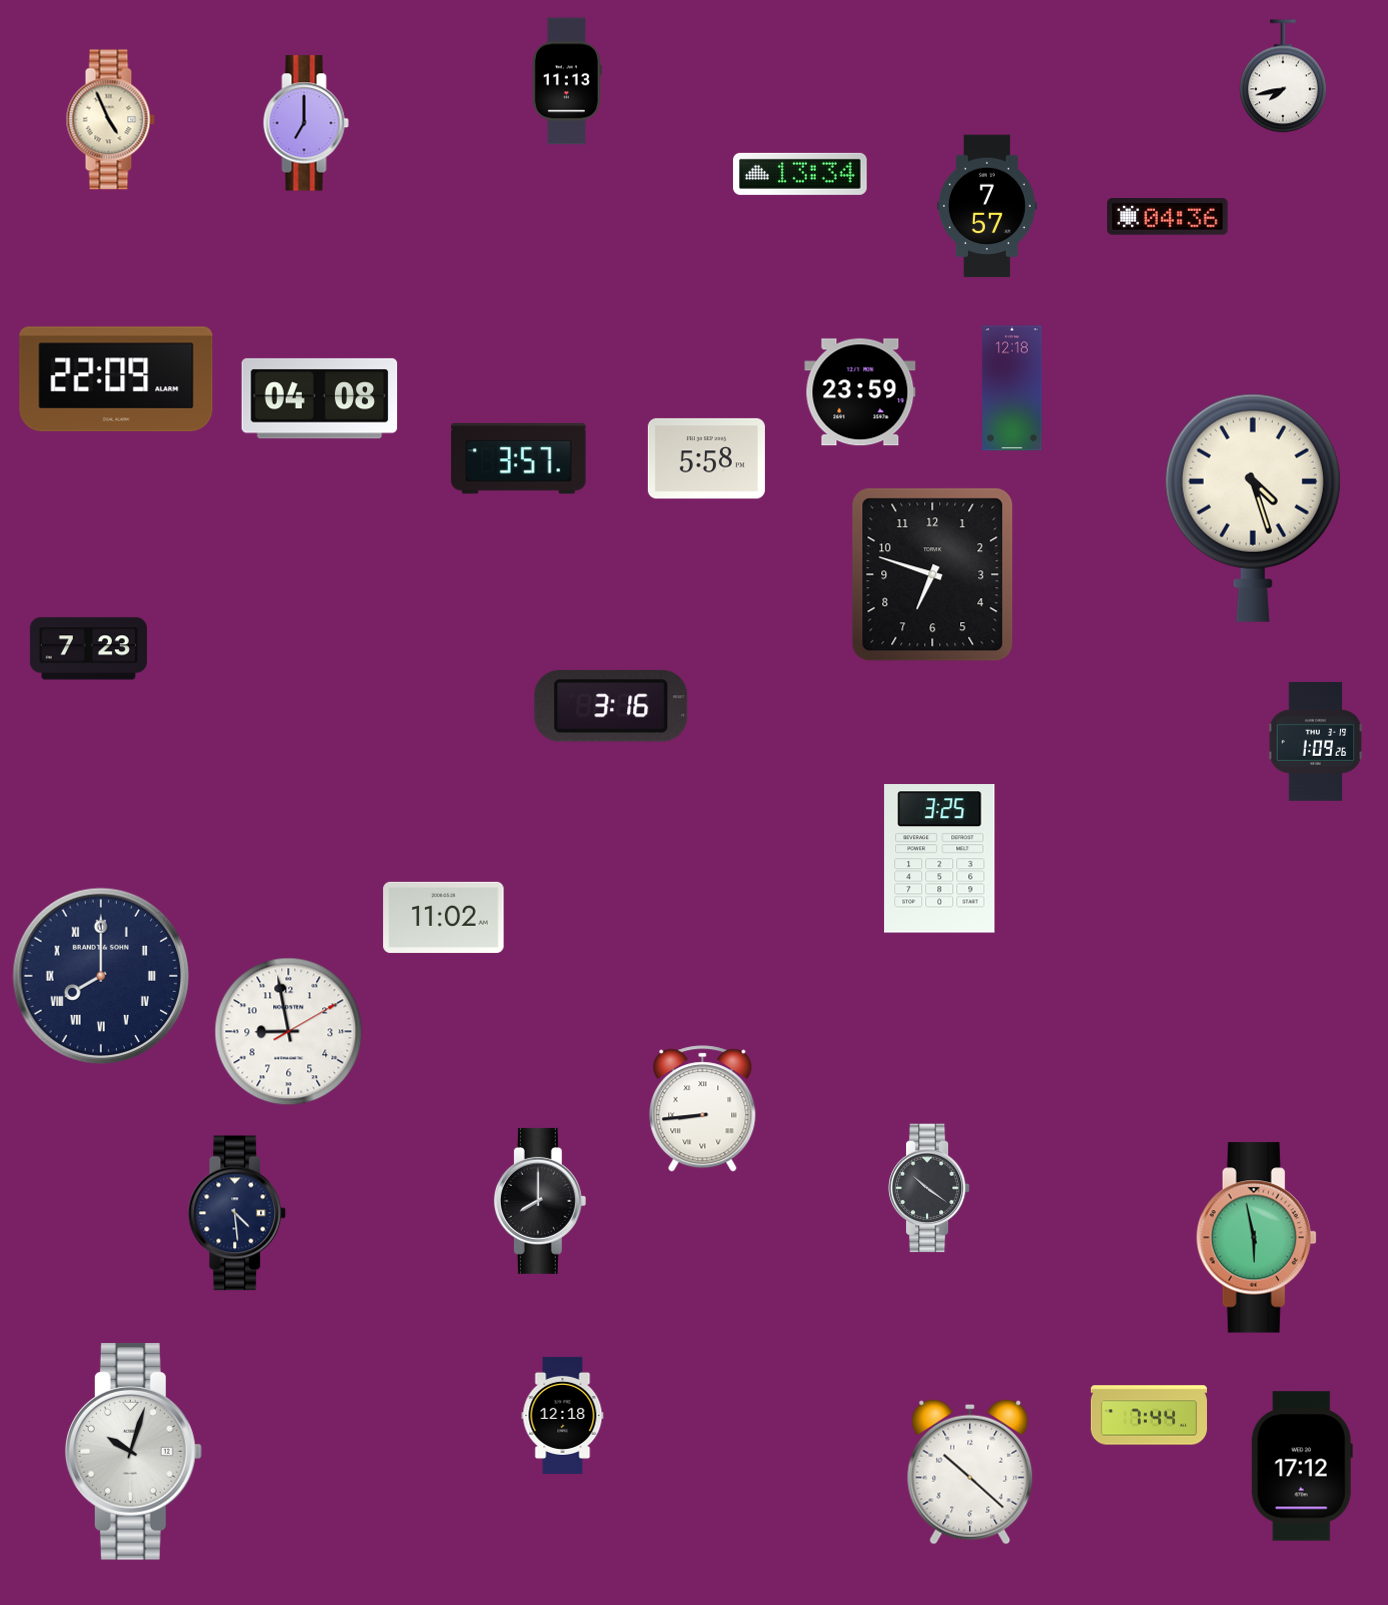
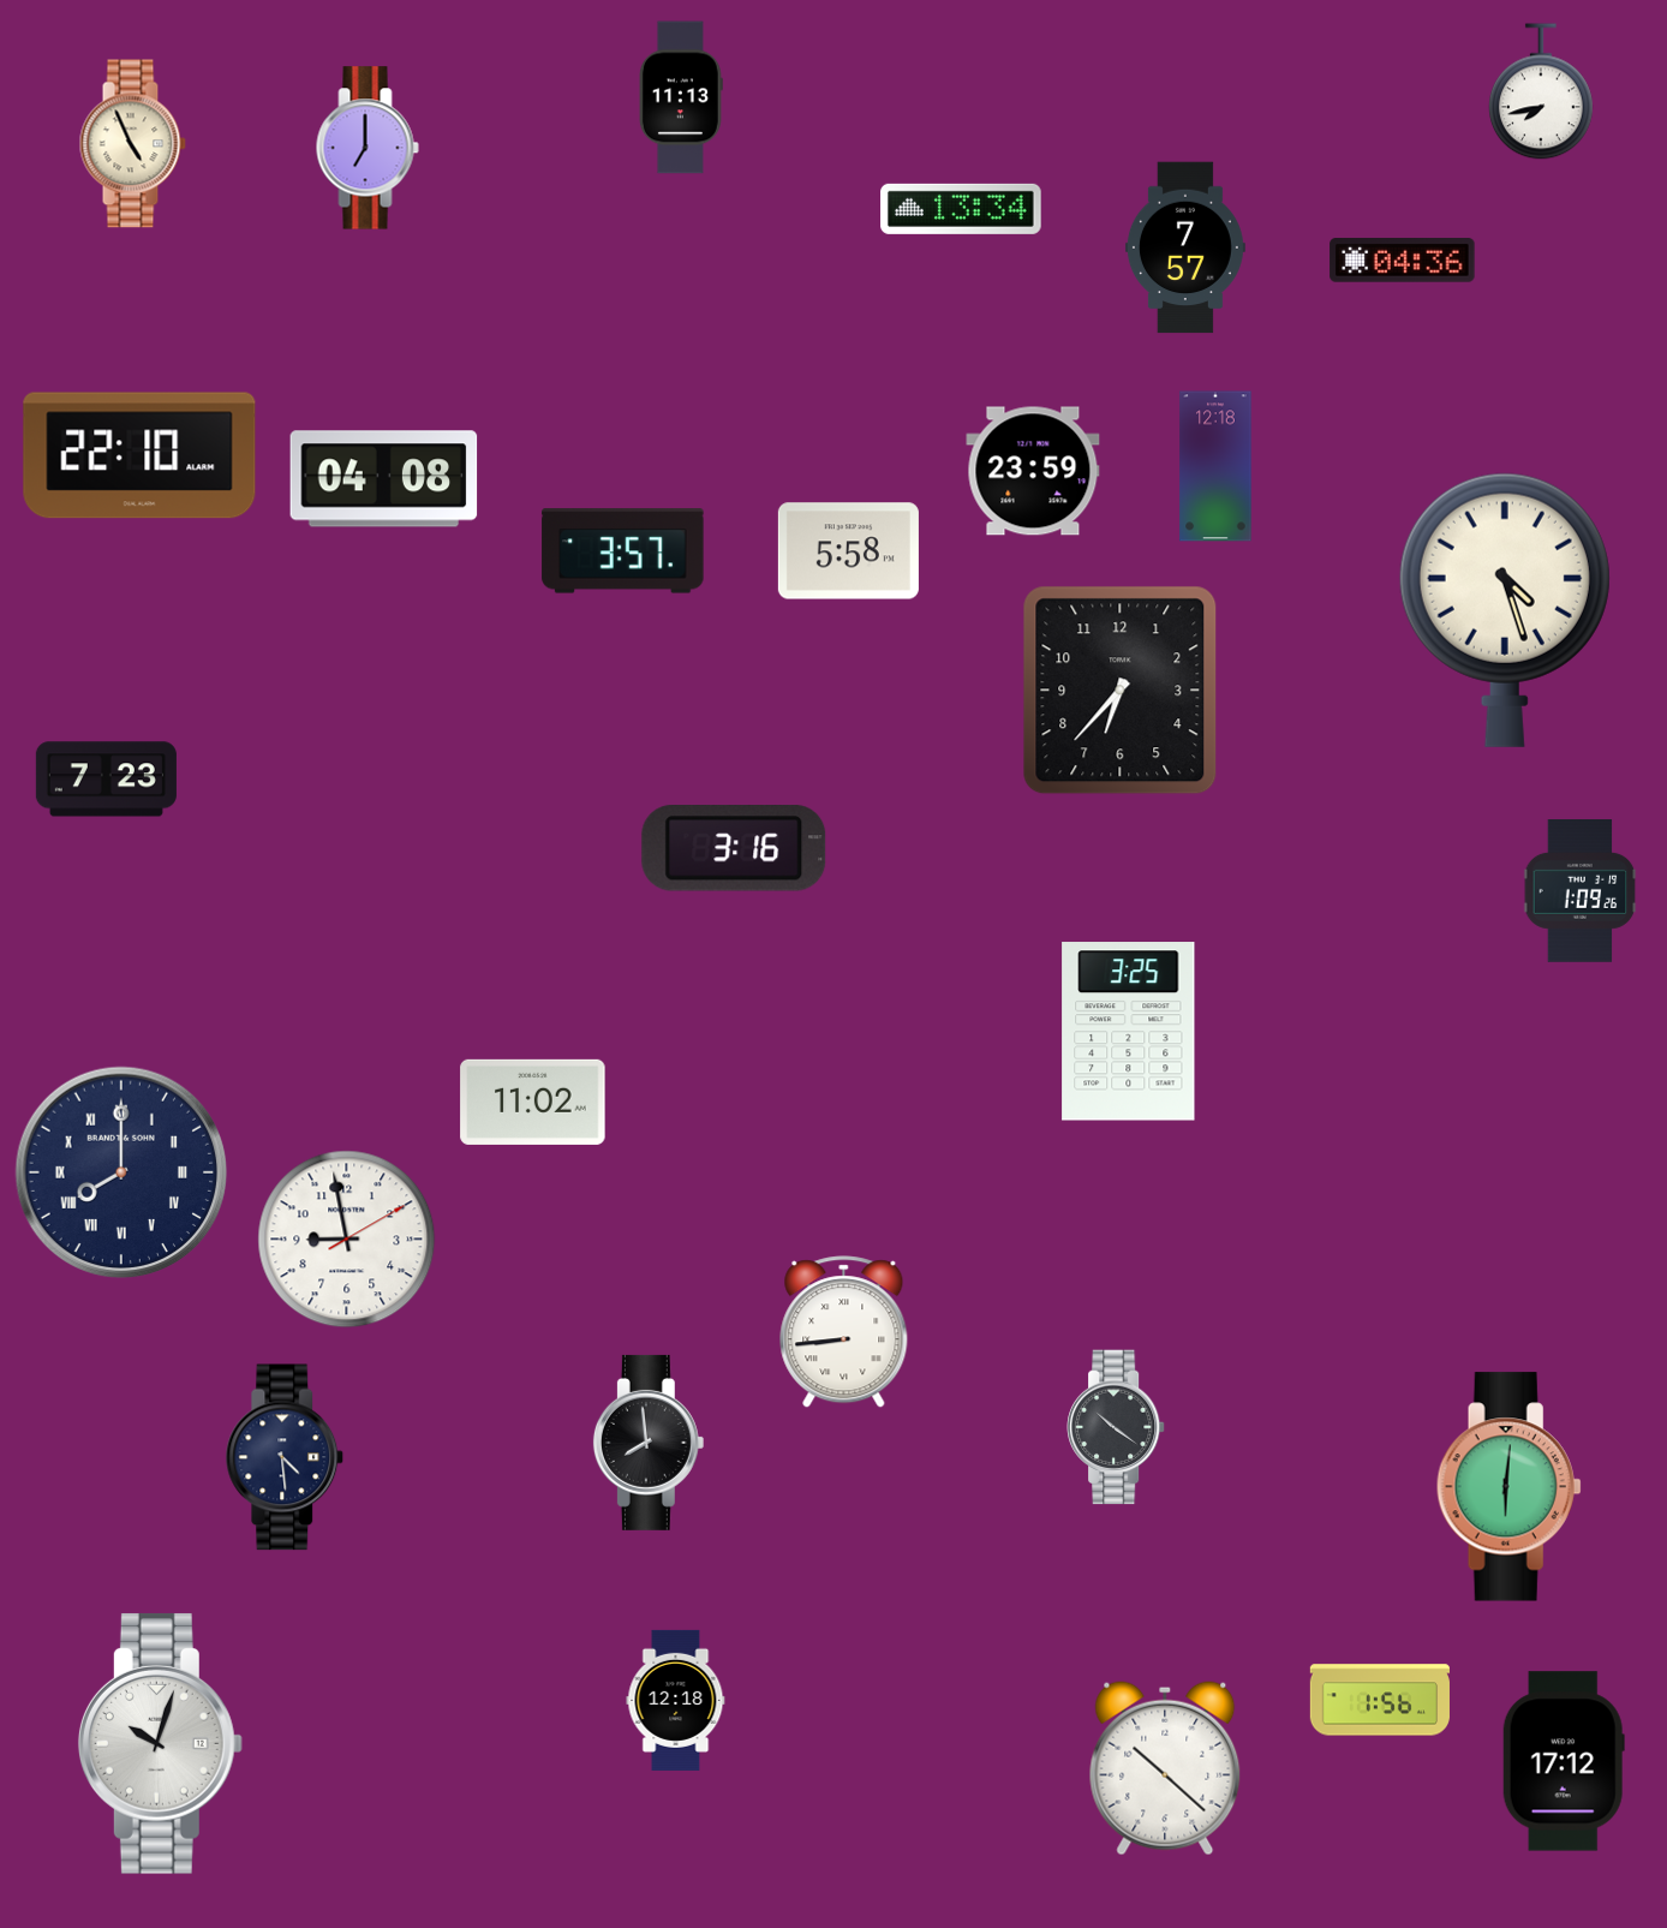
clock at (116, 379): 22:09 -> 22:10
clock at (933, 575): 6:48 -> 6:37
clock at (540, 1201): 8:00 -> 7:59
clock at (1256, 1238): 5:58 -> 6:01
clock at (1149, 1415): 7:44 -> 1:56
